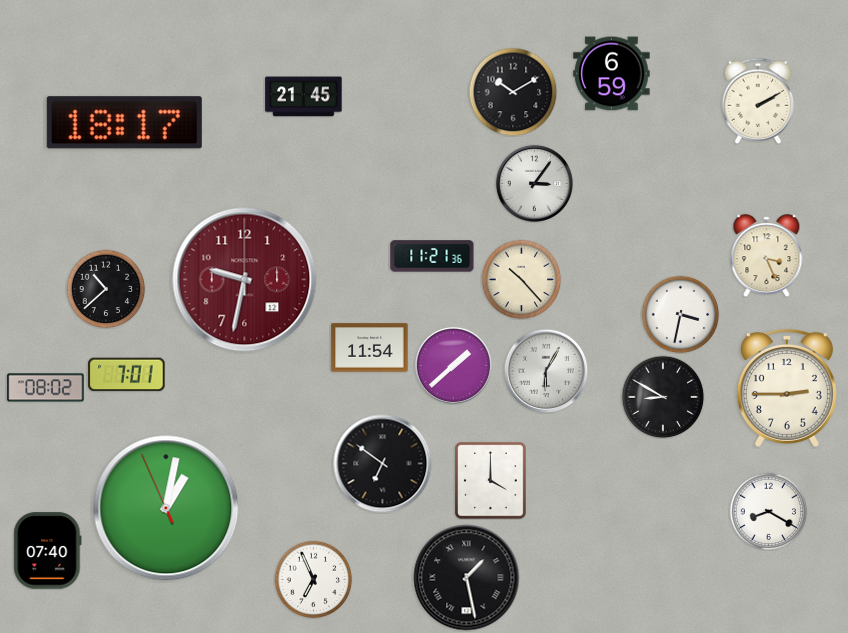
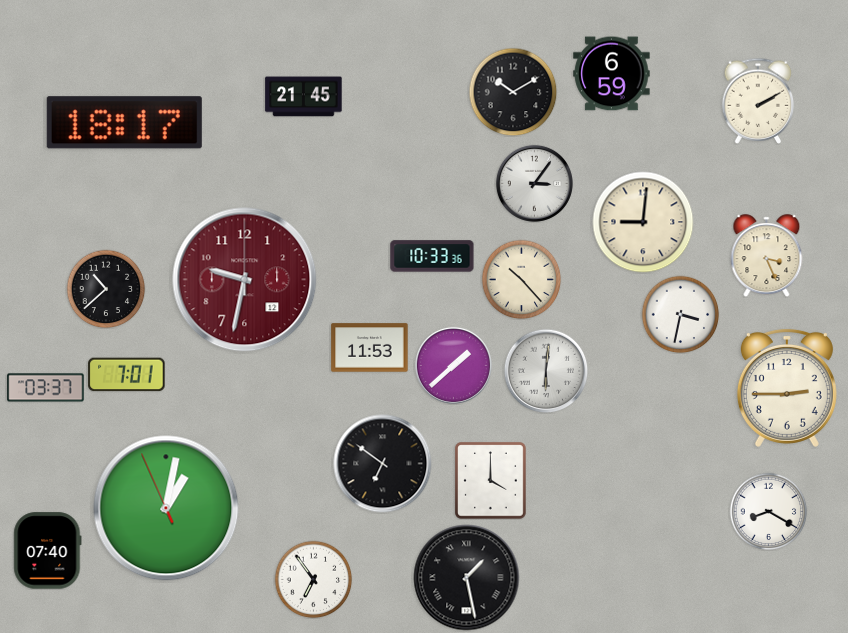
clock at (643, 222): none -> 9:01
clock at (432, 256): 11:21 -> 10:33
clock at (370, 348): 11:54 -> 11:53
clock at (546, 371): 6:05 -> 6:01
clock at (46, 388): 08:02 -> 03:37
clock at (663, 397): 8:50 -> none
clock at (313, 579): 6:56 -> 6:54
